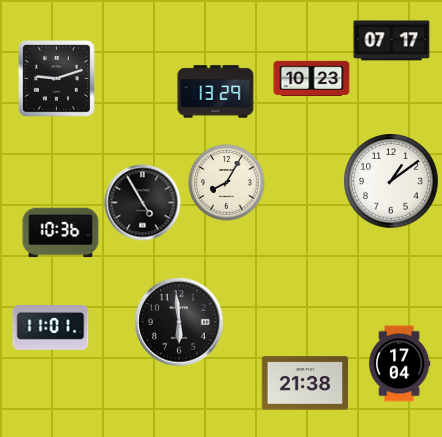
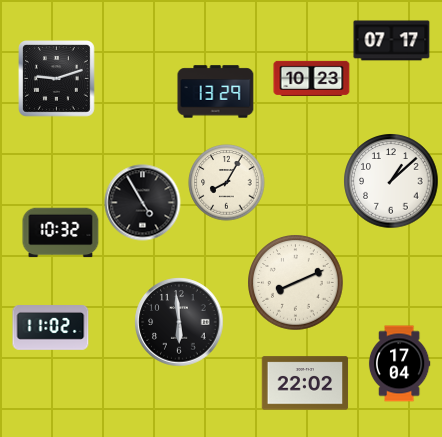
clock at (391, 181): 1:09 -> 1:08
clock at (61, 233): 10:36 -> 10:32
clock at (296, 283): none -> 8:11
clock at (51, 328): 11:01 -> 11:02
clock at (305, 383): 21:38 -> 22:02
